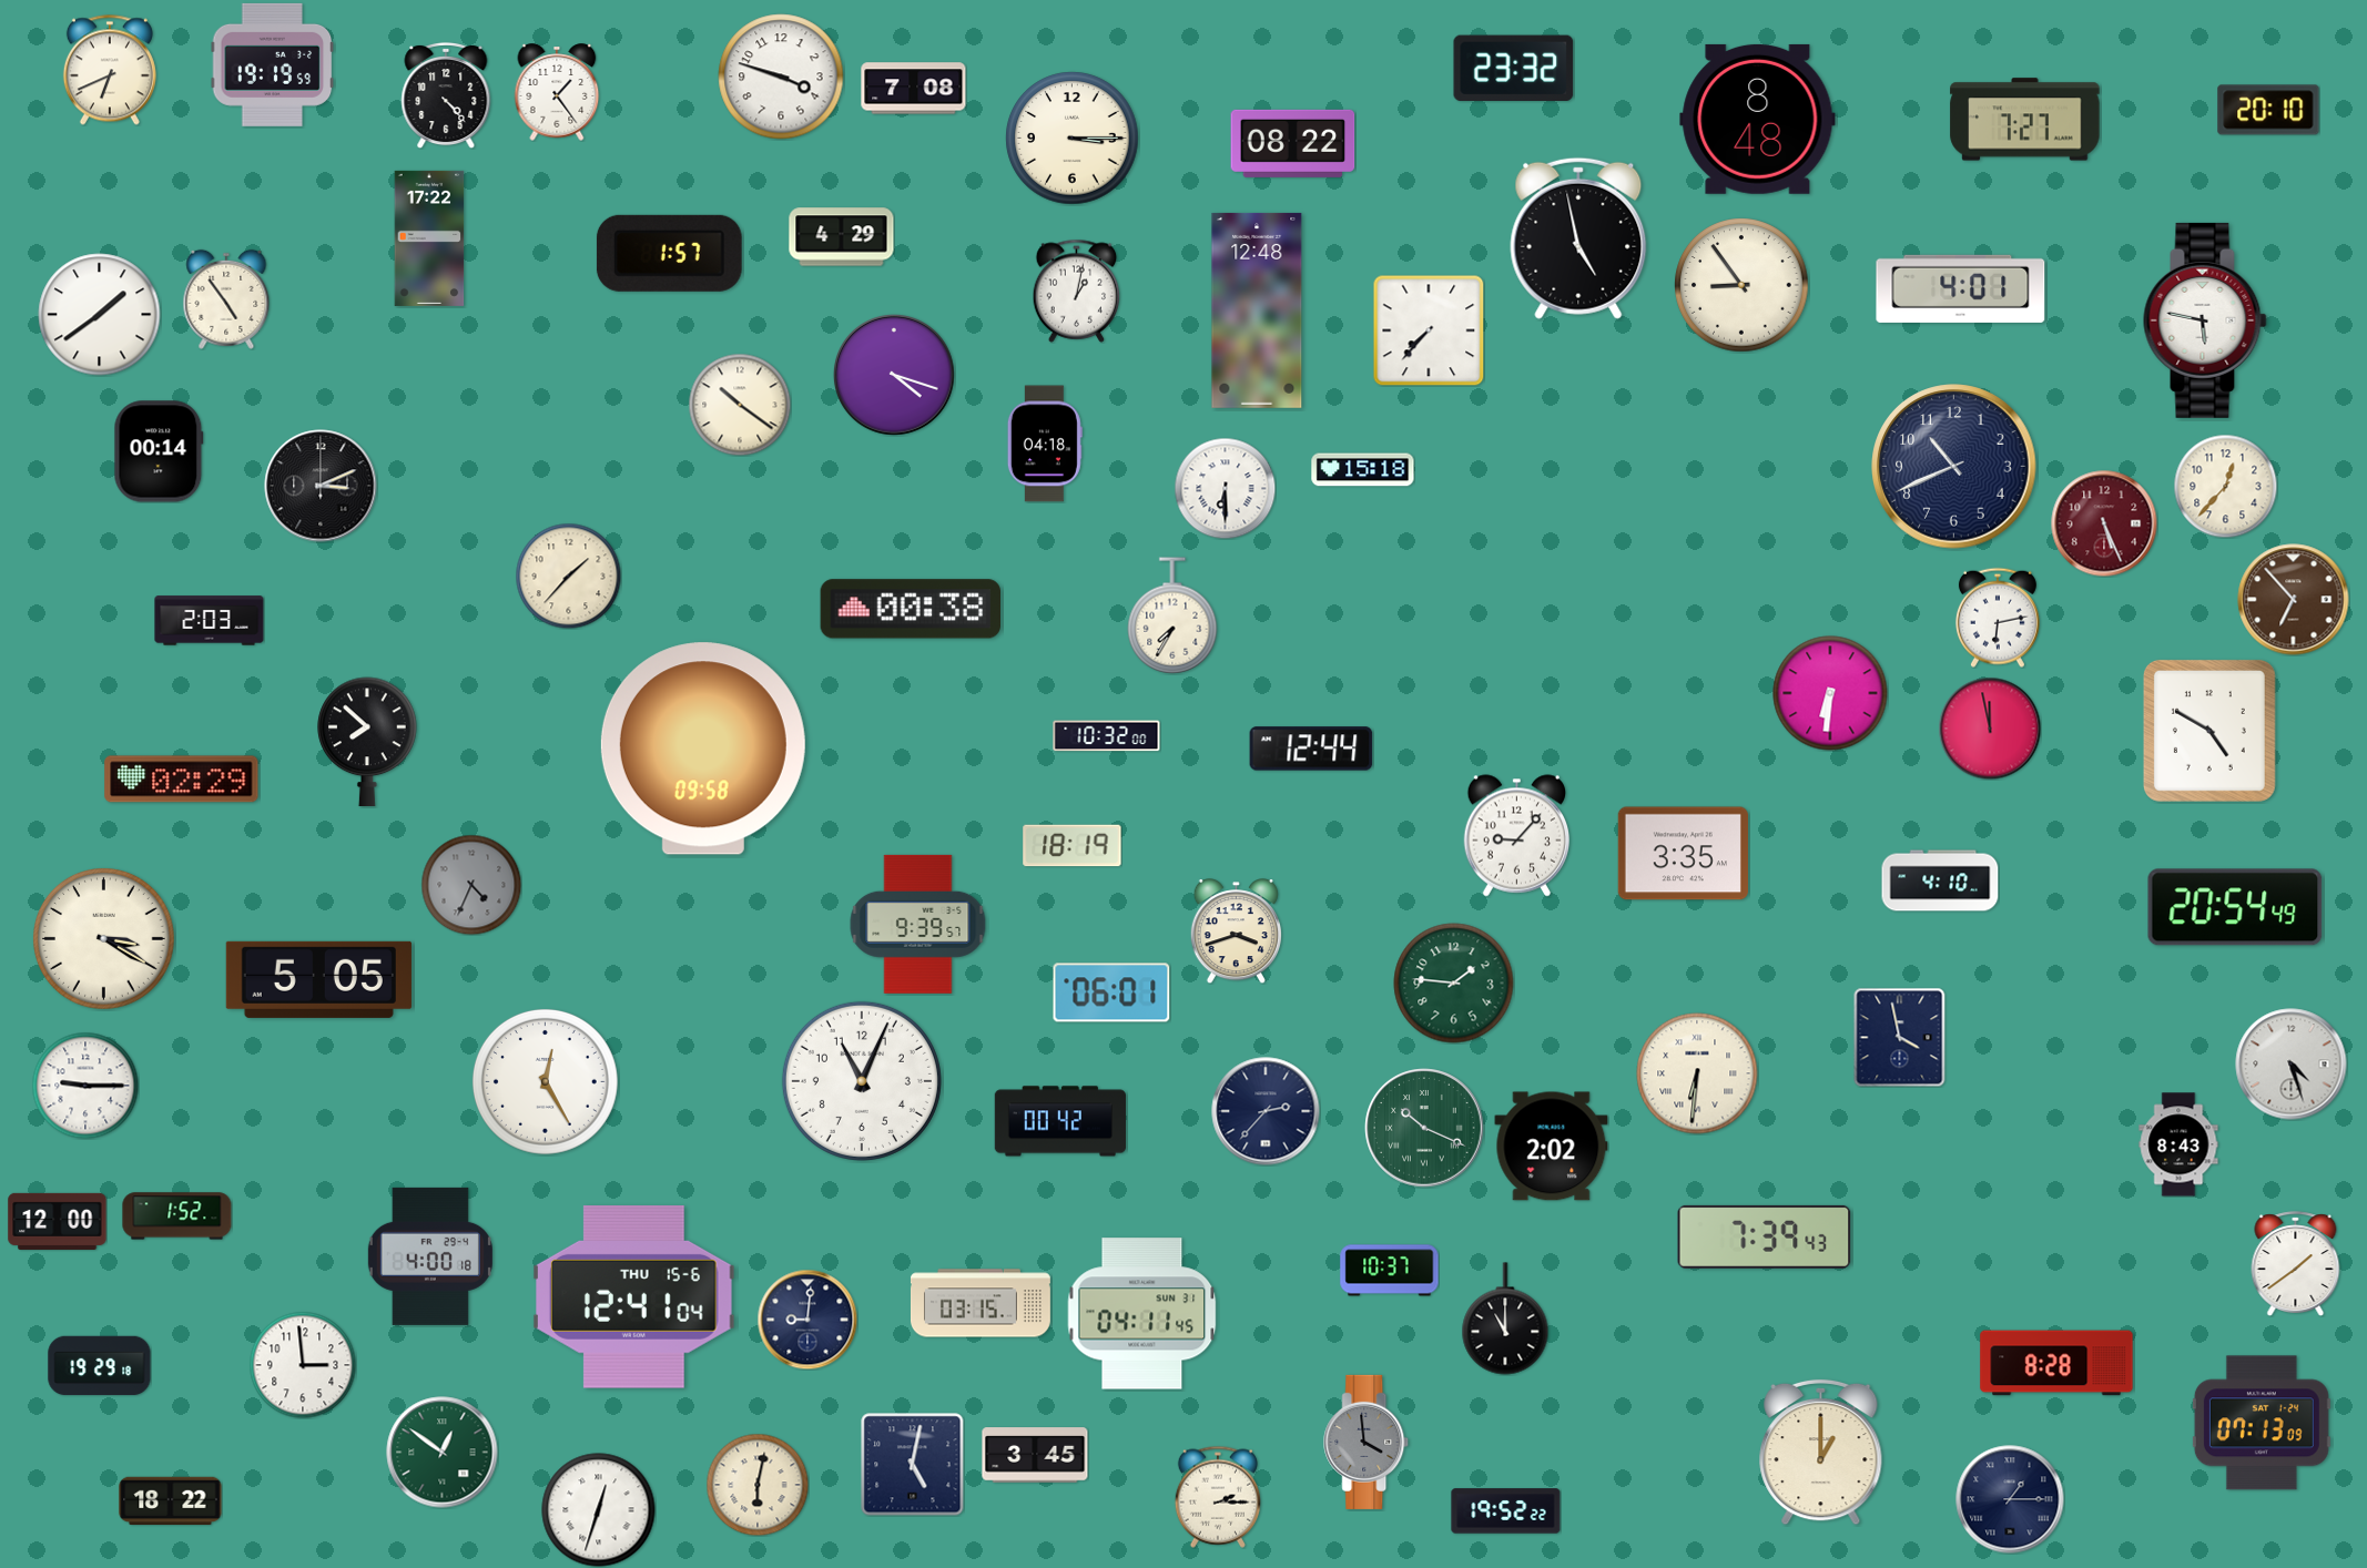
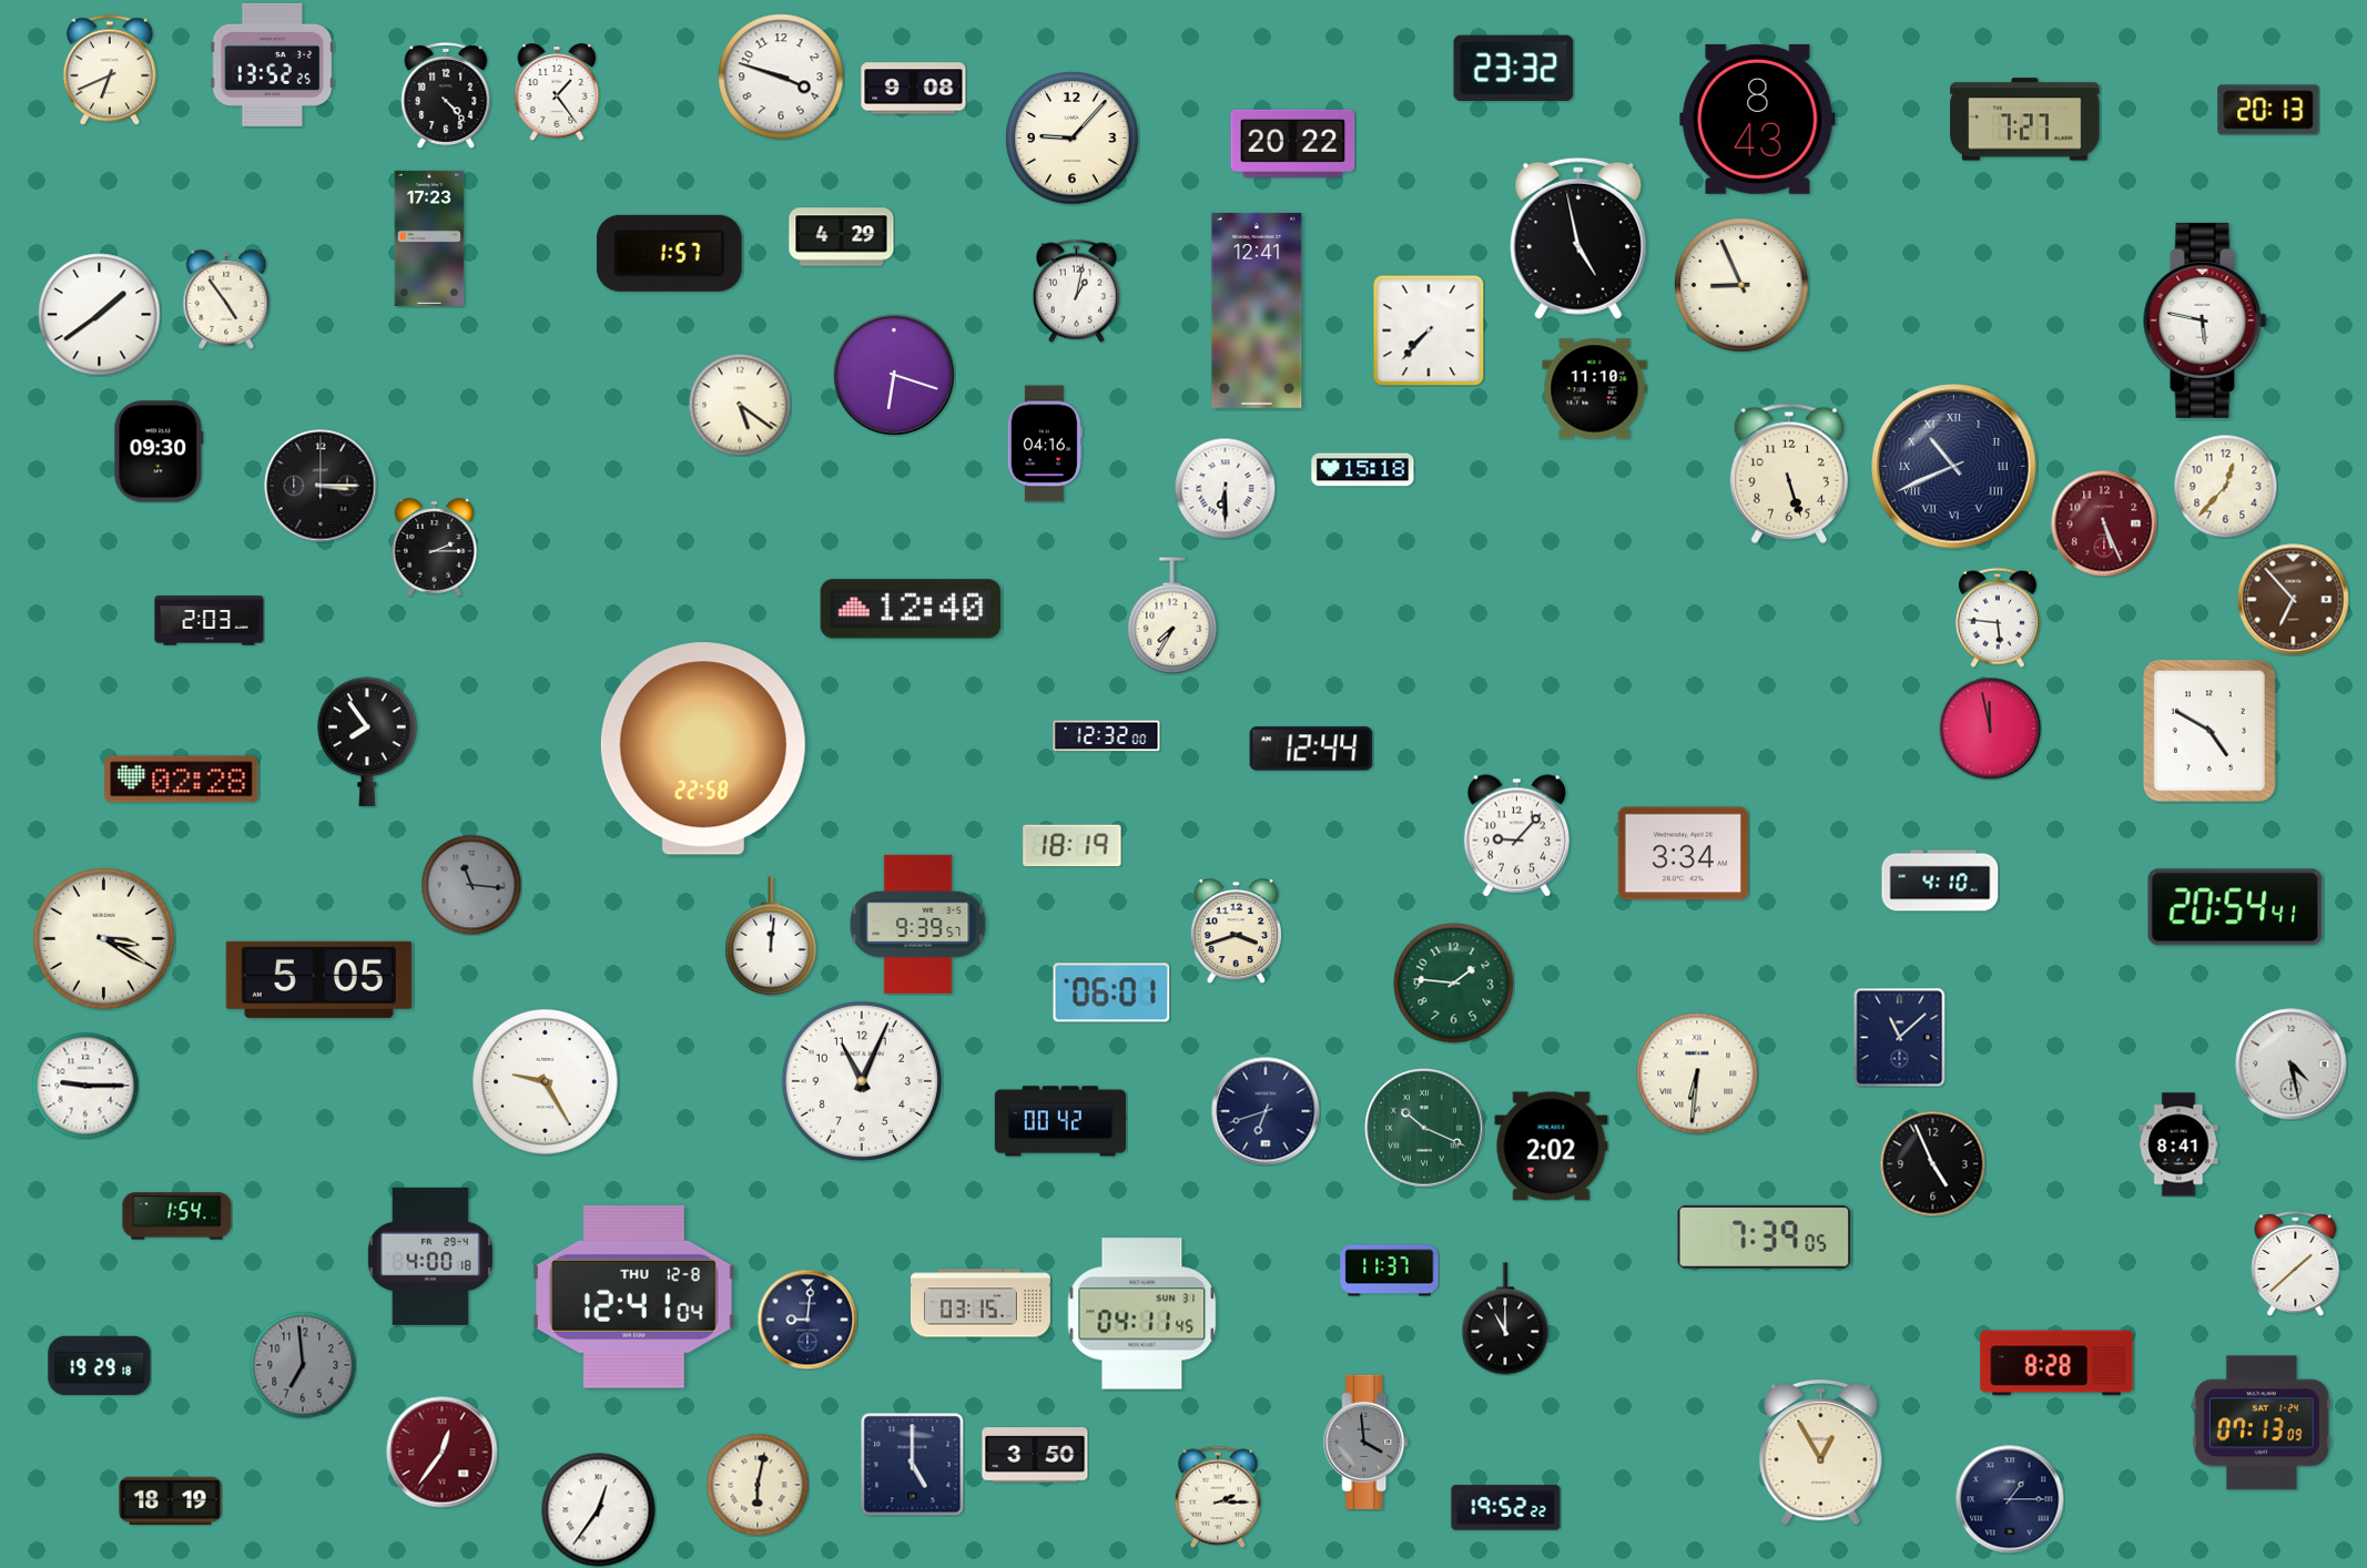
clock at (273, 64): 19:19 -> 13:52
clock at (914, 89): 7:08 -> 9:08
clock at (2268, 110): 20:10 -> 20:13
clock at (1758, 119): 8:48 -> 8:43
clock at (1073, 139): 3:15 -> 9:07
clock at (1293, 143): 08:22 -> 20:22
clock at (429, 238): 17:22 -> 17:23
clock at (1741, 285): 8:54 -> 8:56
clock at (1961, 288): 4:01 -> none
clock at (1257, 310): 12:48 -> 12:41
clock at (895, 376): 4:18 -> 6:18
clock at (1595, 389): none -> 11:10
clock at (740, 405): 10:21 -> 5:21
clock at (1045, 444): 04:18 -> 04:16
clock at (159, 451): 00:14 -> 09:30
clock at (1954, 467) numerals: Arabic -> Roman
clock at (1789, 474): none -> 5:27
clock at (321, 486): 3:11 -> 3:15
clock at (435, 547): none -> 2:15
clock at (568, 576): 1:37 -> none
clock at (911, 609): 00:38 -> 12:40
clock at (1998, 618): 6:13 -> 5:46
clock at (1830, 693): 6:31 -> none
clock at (1107, 736): 10:32 -> 12:32
clock at (367, 741): 7:52 -> 7:54
clock at (703, 749): 09:58 -> 22:58
clock at (182, 780): 02:29 -> 02:28
clock at (1683, 854): 3:35 -> 3:34
clock at (471, 885): 4:34 -> 11:16
clock at (2235, 907): 20:54:49 -> 20:54:41
clock at (771, 936): none -> 12:01
clock at (1900, 1037): 3:58 -> 11:08
clock at (2292, 1065): 4:27 -> 4:28
clock at (545, 1081): 12:25 -> 9:25
clock at (1266, 1111): 2:37 -> 6:42
clock at (2178, 1144): 8:43 -> 8:41
clock at (1932, 1163): none -> 4:56
clock at (177, 1216): 1:52 -> 1:54
clock at (58, 1221): 12:00 -> none
clock at (1765, 1236): 7:39:43 -> 7:39:05
clock at (2296, 1263): 1:39 -> 1:38
clock at (1390, 1271): 10:37 -> 11:37
clock at (634, 1296) date: THU 15-6 -> THU 12-8
clock at (303, 1365): 2:59 -> 6:59
clock at (303, 1365) dial: white -> grey
clock at (443, 1453): 12:51 -> 12:36
clock at (443, 1453) dial: green -> burgundy
clock at (1821, 1453): 1:00 -> 12:55
clock at (1035, 1455): 3:45 -> 3:50
clock at (912, 1464): 5:02 -> 5:00
clock at (171, 1501): 18:22 -> 18:19
clock at (599, 1510): 12:33 -> 12:36
clock at (1506, 1511) position: (1506, 1511) -> (1506, 1508)
